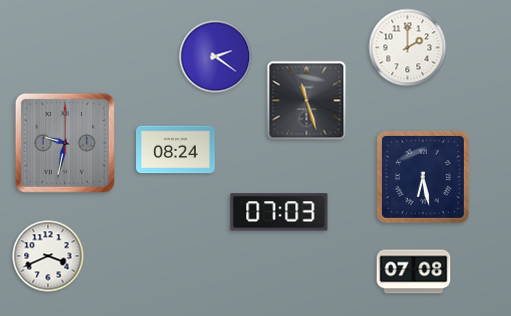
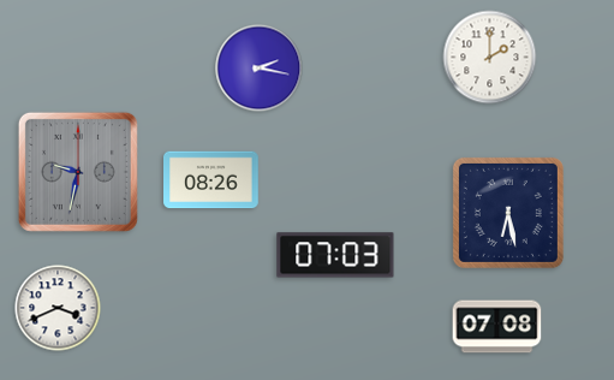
clock at (216, 57): 2:21 -> 2:17
clock at (307, 101): 11:27 -> none
clock at (176, 150): 08:24 -> 08:26
